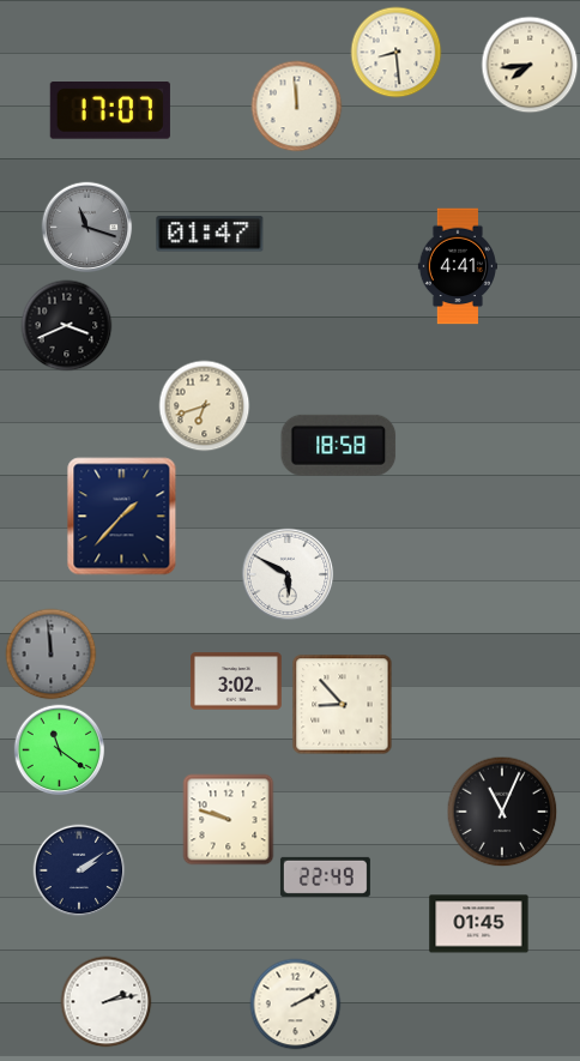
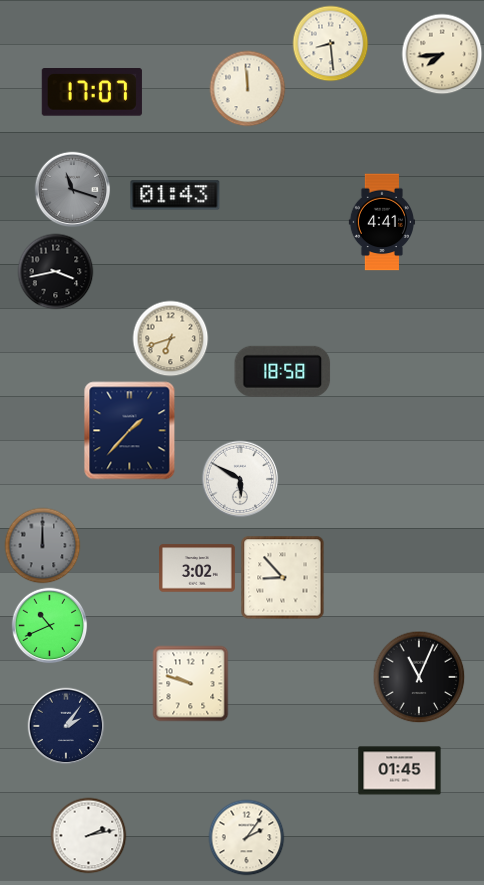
clock at (210, 234): 01:47 -> 01:43
clock at (67, 326): 3:41 -> 3:43
clock at (122, 517) position: (122, 517) -> (130, 431)
clock at (52, 655): 11:59 -> 12:00
clock at (343, 705) position: (343, 705) -> (283, 578)
clock at (60, 750): 11:21 -> 10:41
clock at (79, 870): 2:09 -> 2:06
clock at (325, 876): 22:49 -> none
clock at (296, 1005): 2:10 -> 2:06
